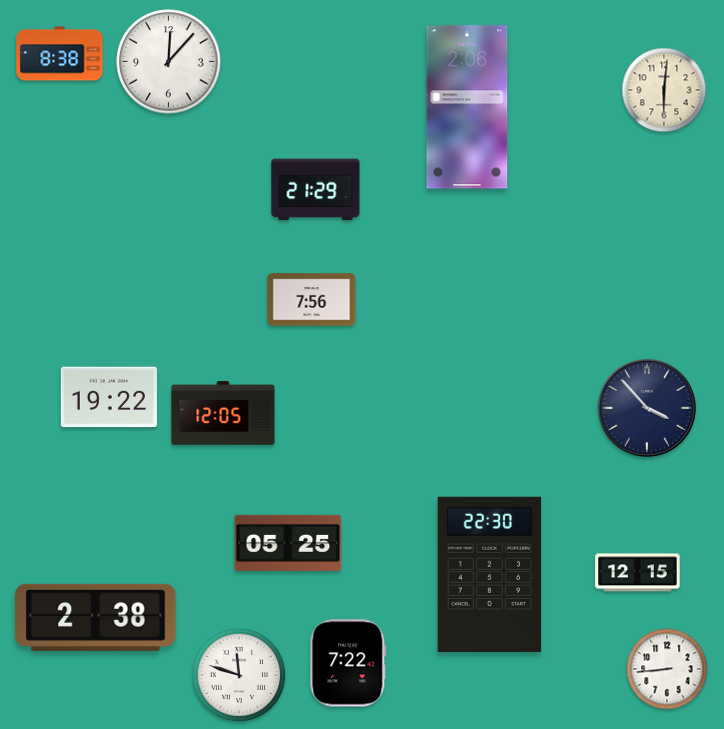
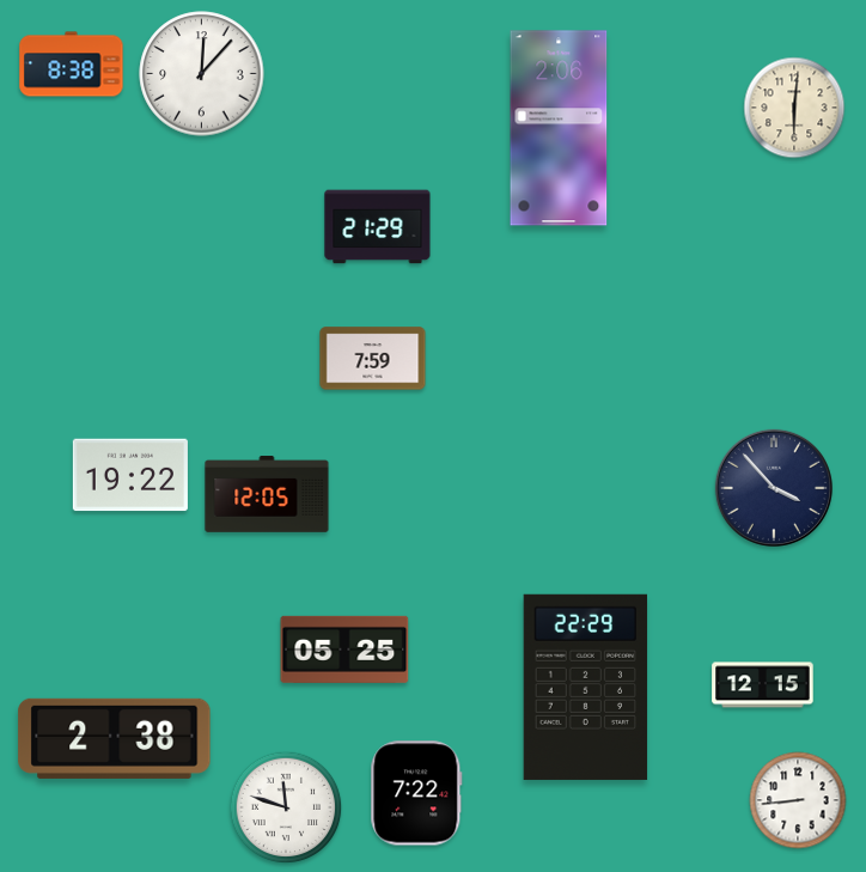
clock at (312, 300): 7:56 -> 7:59
clock at (490, 574): 22:30 -> 22:29
